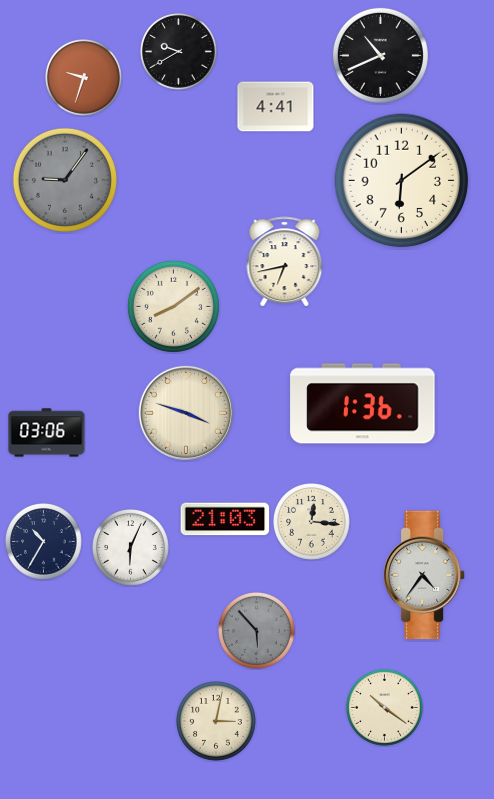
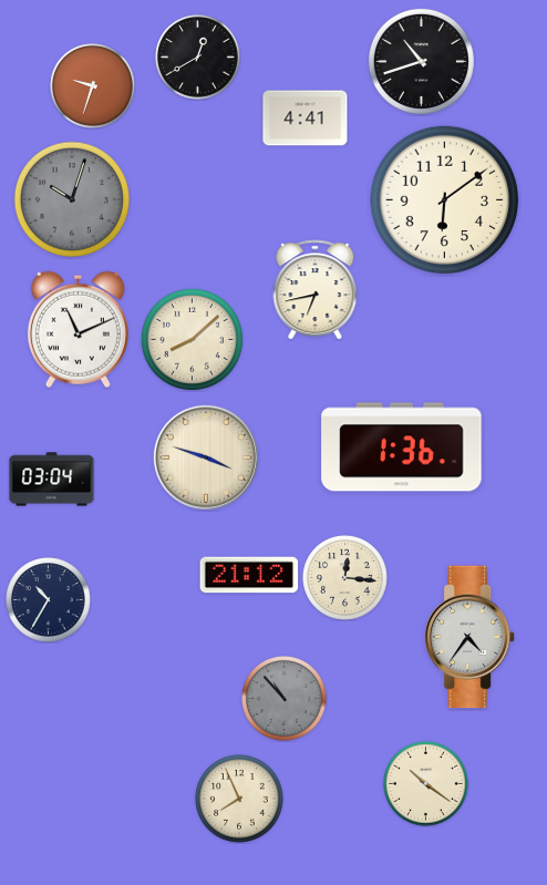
clock at (179, 52): 9:40 -> 12:40
clock at (380, 55): 10:41 -> 10:42
clock at (65, 180): 9:06 -> 10:03
clock at (78, 329): none -> 11:11
clock at (173, 306): 8:09 -> 8:08
clock at (47, 433): 03:06 -> 03:04
clock at (225, 519): 21:03 -> 21:12
clock at (131, 548): 6:04 -> none
clock at (257, 631): 5:53 -> 10:53
clock at (217, 722): 3:02 -> 7:56
